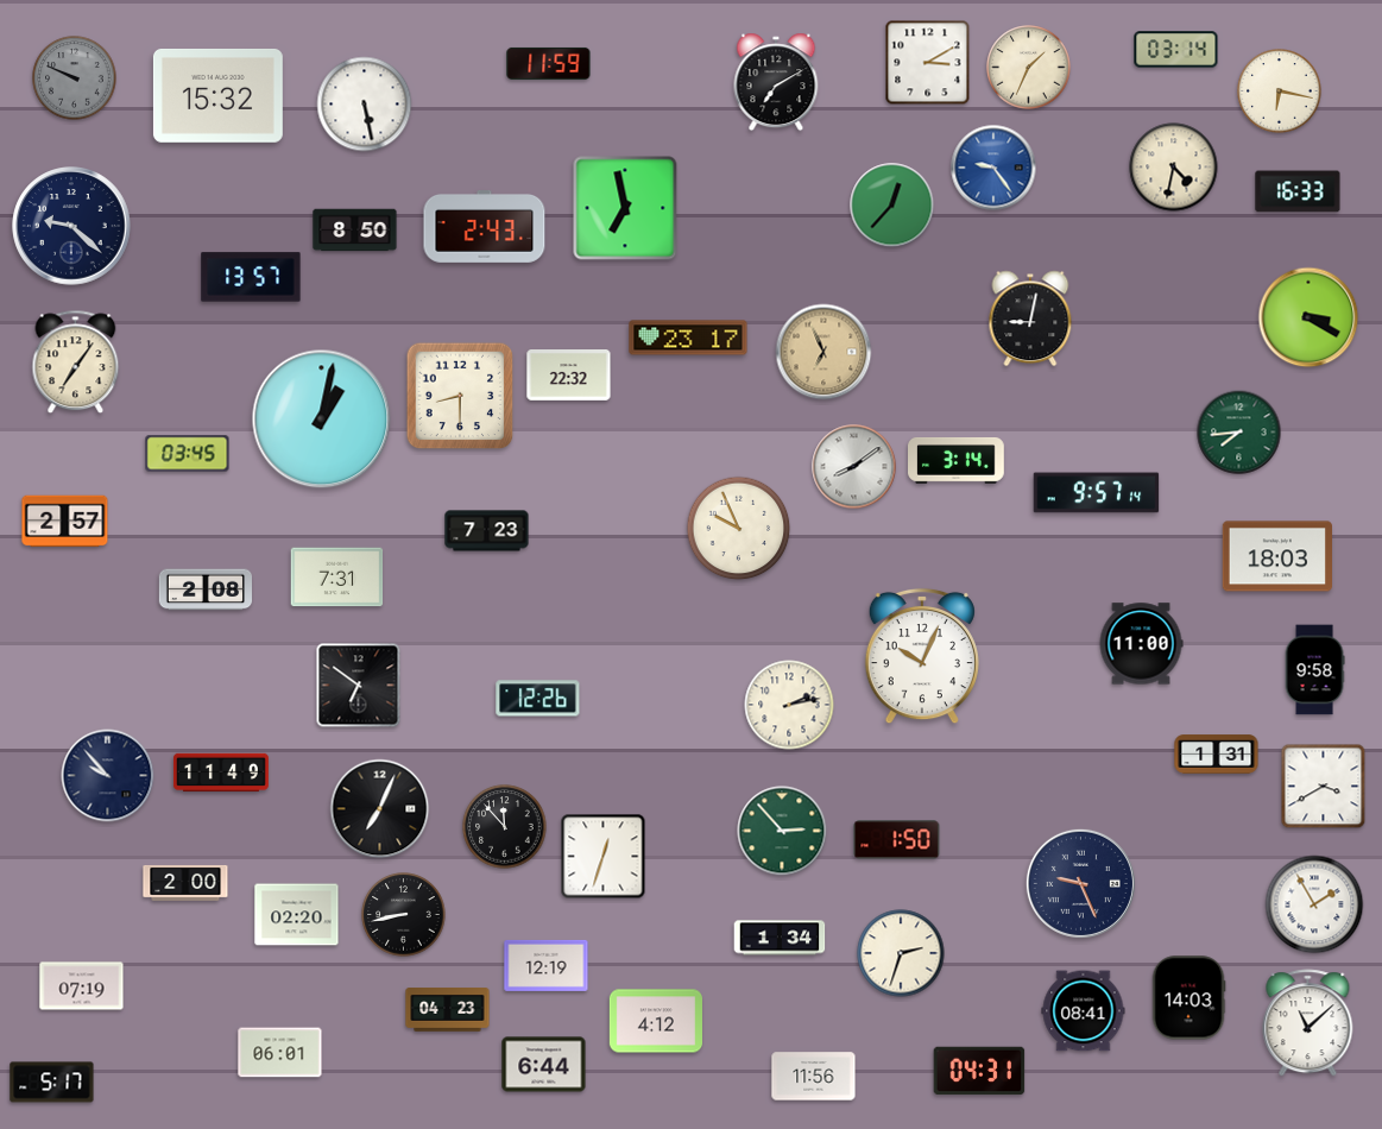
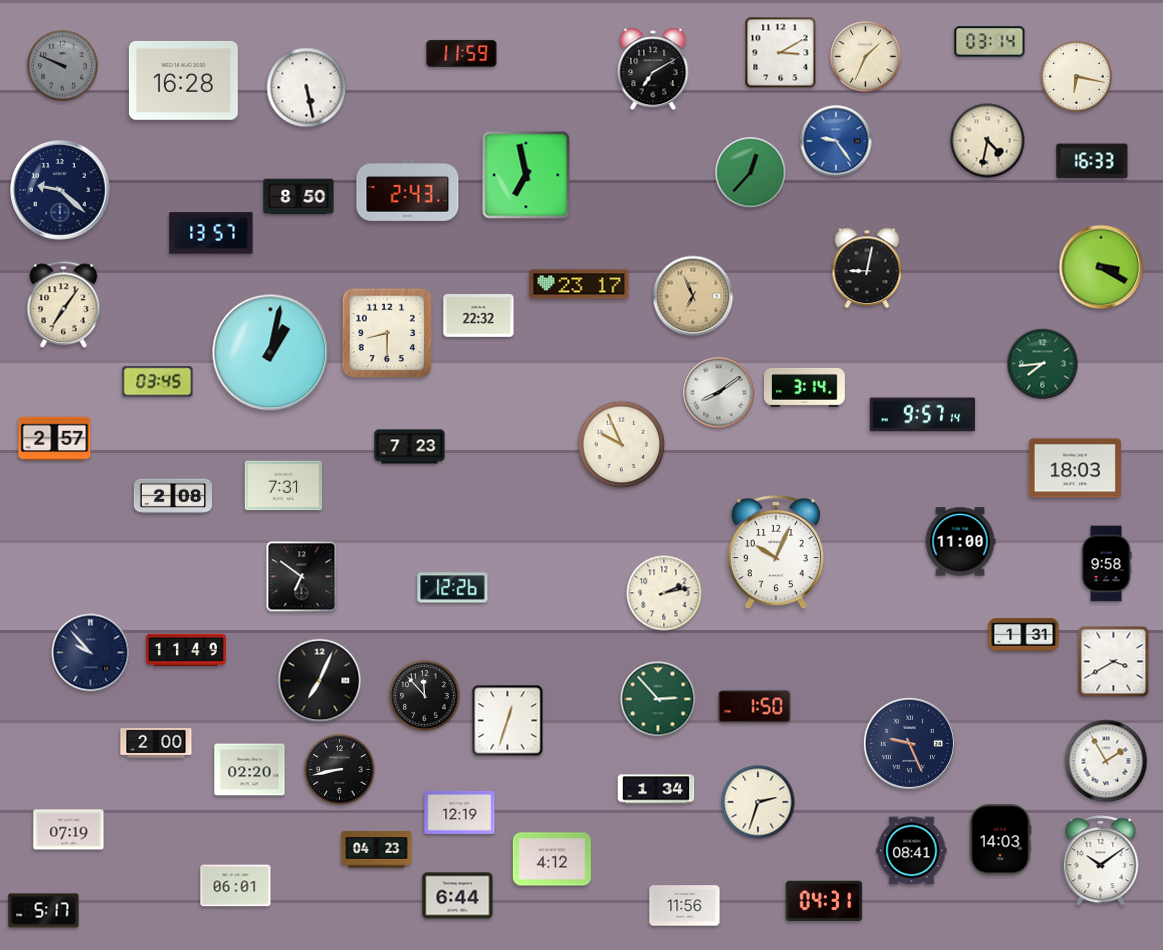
clock at (217, 95): 15:32 -> 16:28
clock at (355, 231) position: (355, 231) -> (299, 197)
clock at (1308, 1023): 11:08 -> 10:09
